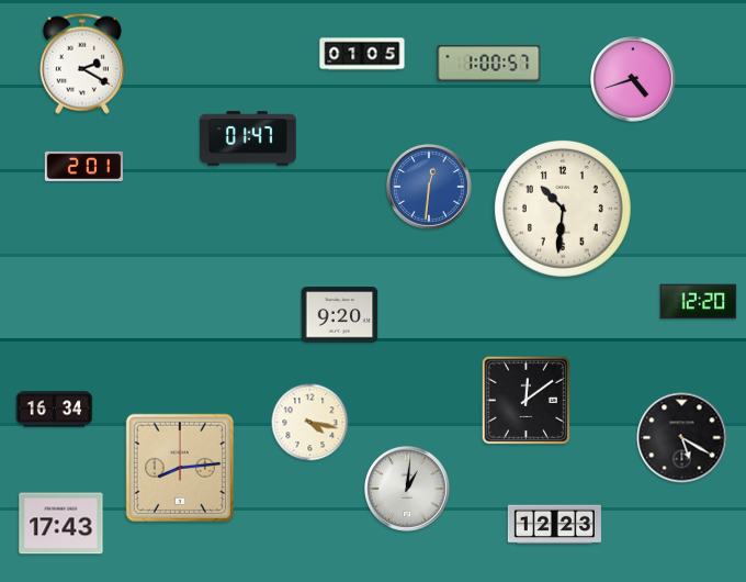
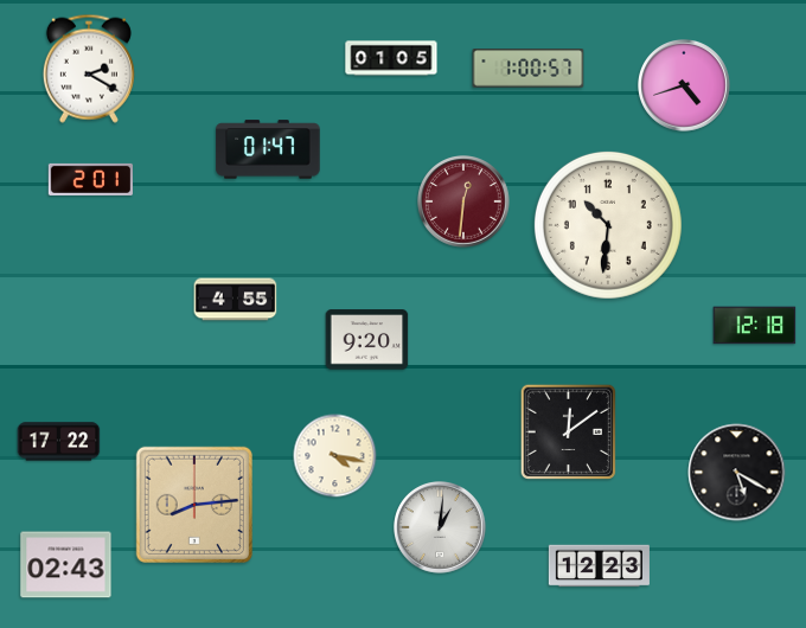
clock at (430, 188) dial: blue -> burgundy
clock at (236, 300): none -> 4:55
clock at (699, 302): 12:20 -> 12:18
clock at (55, 410): 16:34 -> 17:22
clock at (61, 524): 17:43 -> 02:43
